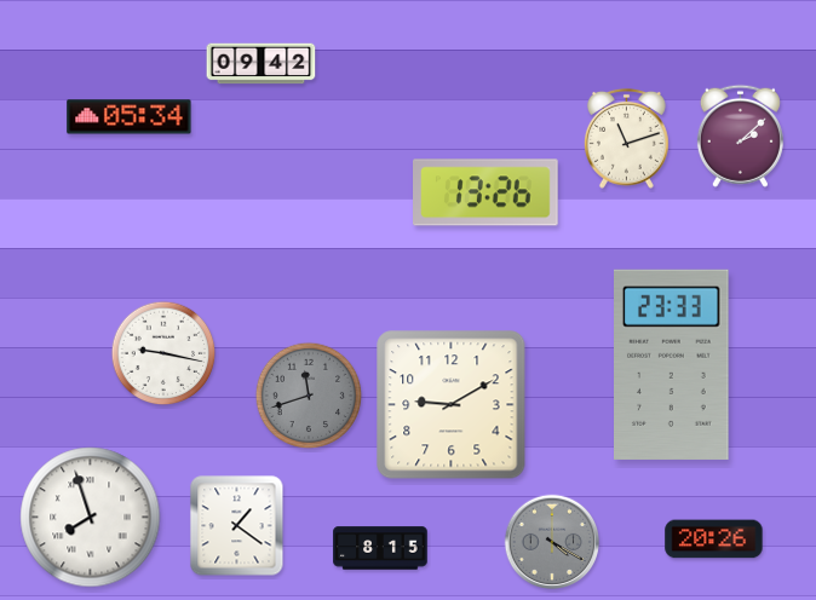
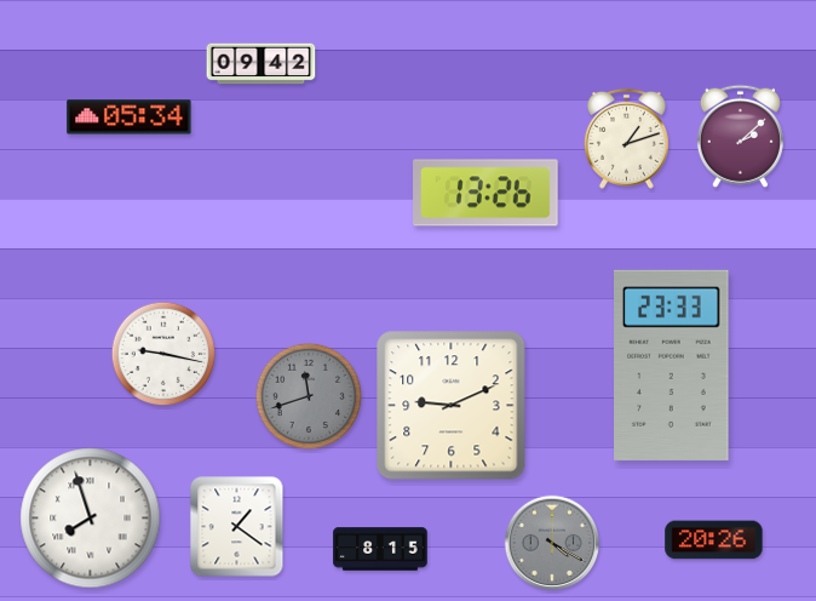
clock at (626, 138): 11:12 -> 1:12
clock at (452, 405): 9:10 -> 9:11
